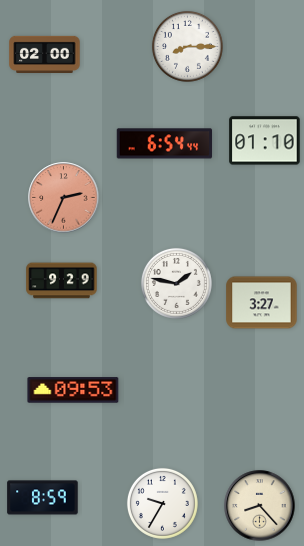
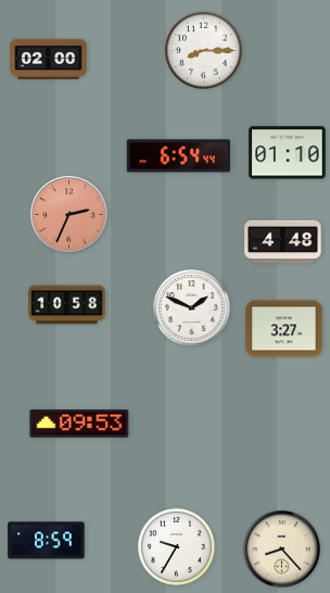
clock at (283, 242): none -> 4:48
clock at (62, 281): 9:29 -> 10:58
clock at (176, 283): 1:47 -> 1:49
